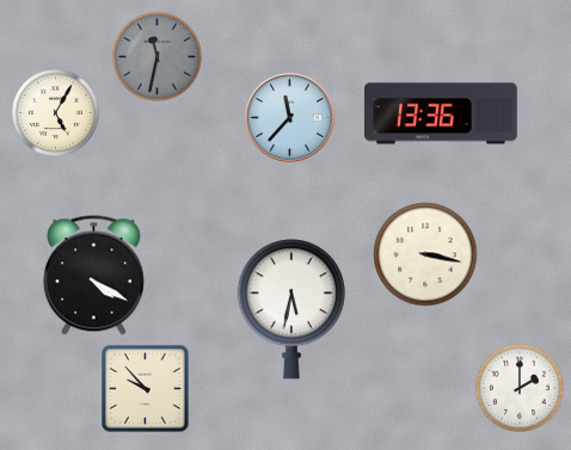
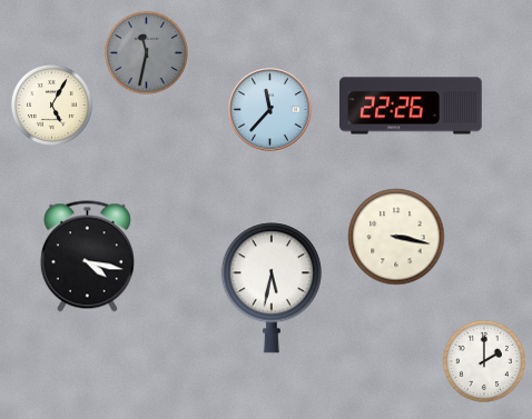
clock at (442, 113): 13:36 -> 22:26
clock at (93, 276): 4:20 -> 4:17
clock at (146, 389): 9:53 -> none
